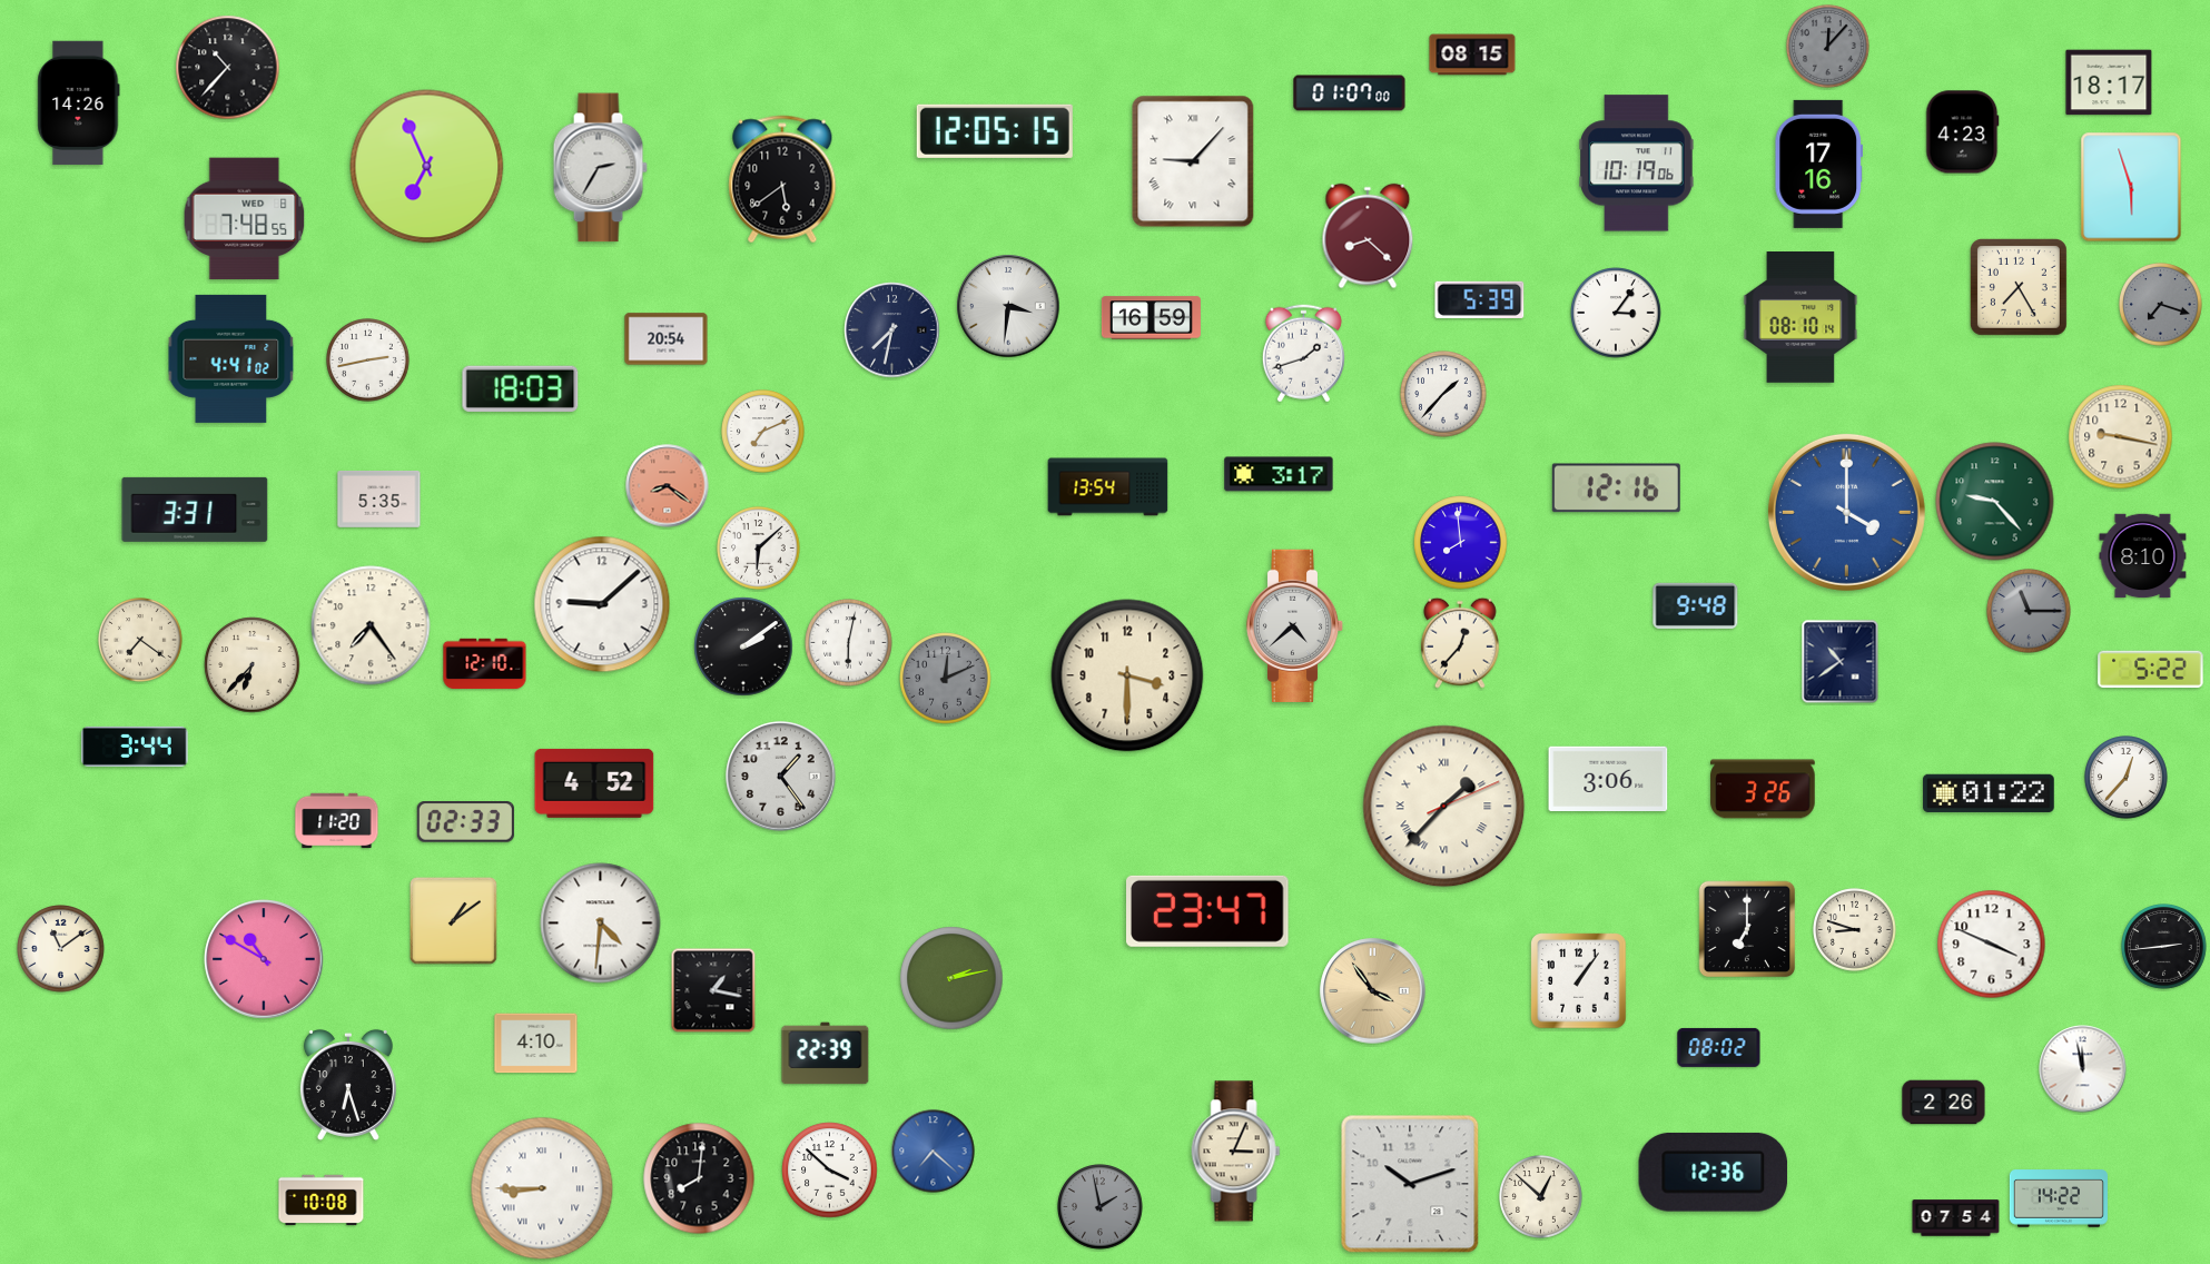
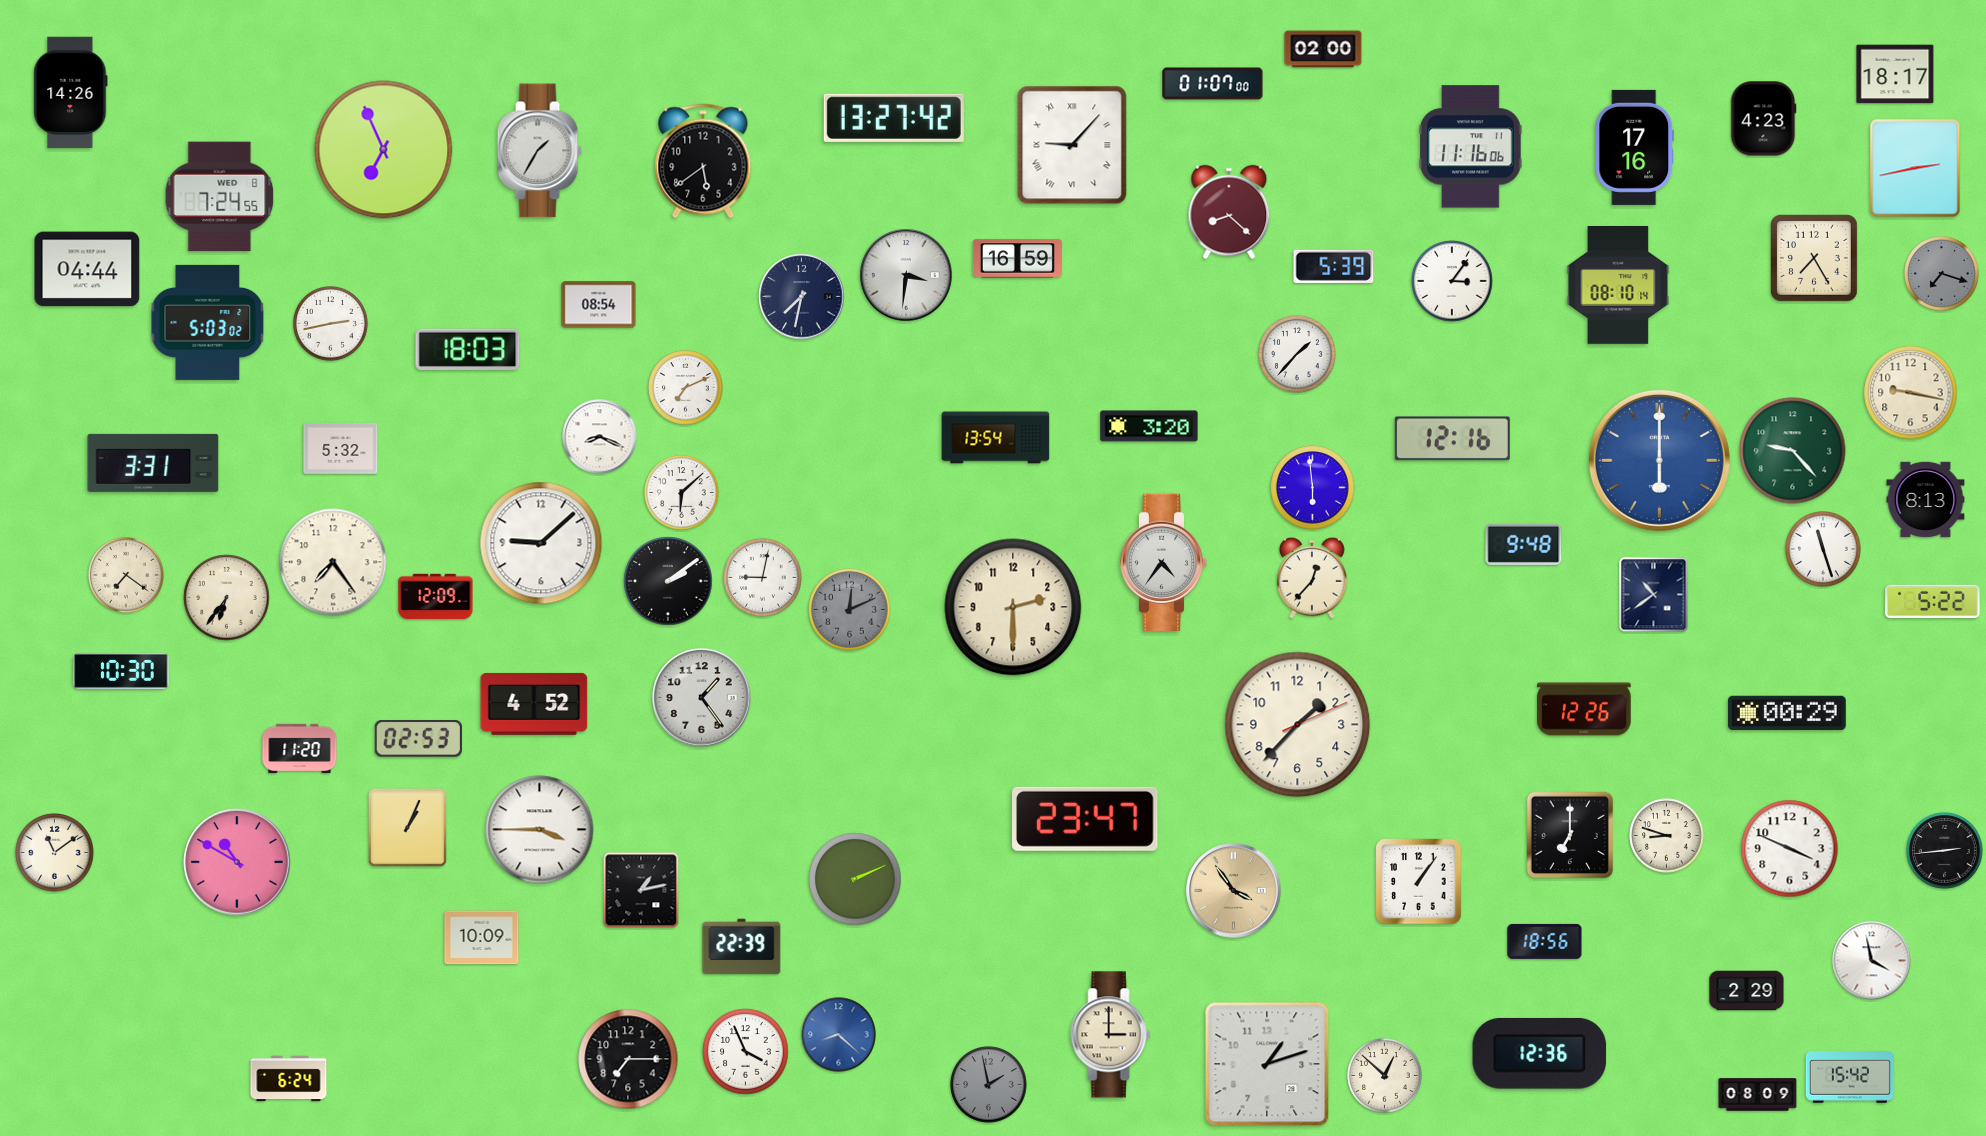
clock at (1828, 47): 12:07 -> none
clock at (1472, 55): 08:15 -> 02:00
clock at (228, 68): 10:37 -> none
clock at (995, 131): 12:05 -> 13:27
clock at (1637, 164): 10:19 -> 11:16
clock at (600, 168): 2:35 -> 1:35
clock at (2131, 187): 5:57 -> 2:43
clock at (245, 219): 7:48 -> 7:24
clock at (87, 269): none -> 04:44
clock at (1480, 299) position: (1480, 299) -> (1334, 266)
clock at (1151, 318) position: (1151, 318) -> (1017, 259)
clock at (667, 339): 20:54 -> 08:54
clock at (1303, 354): 1:42 -> none
clock at (231, 358): 4:41 -> 5:03
clock at (2121, 437) position: (2121, 437) -> (1911, 393)
clock at (1279, 474): 3:17 -> 3:20
clock at (668, 486): 8:21 -> 8:19
clock at (668, 486) dial: salmon -> white
clock at (379, 498): 5:35 -> 5:32
clock at (195, 510) position: (195, 510) -> (153, 463)
clock at (1846, 512): 4:00 -> 6:00
clock at (1461, 543): 7:59 -> 5:59
clock at (2143, 556): 8:10 -> 8:13
clock at (2029, 611): 11:15 -> 11:27
clock at (2029, 611) dial: grey -> white
clock at (1295, 625): 4:38 -> 4:36
clock at (849, 643): 6:02 -> 9:02
clock at (485, 664): 12:10 -> 12:09
clock at (253, 665): 6:37 -> 6:36
clock at (1127, 675): 3:30 -> 2:30
clock at (135, 747): 3:44 -> 10:30
clock at (1608, 778): 3:06 -> none
clock at (2127, 778): 12:37 -> none
clock at (1763, 789): 3:26 -> 12:26
clock at (1989, 792): 01:22 -> 00:29
clock at (1444, 807) numerals: Roman -> Arabic
clock at (337, 821) position: (337, 821) -> (300, 749)
clock at (465, 822): 02:33 -> 02:53
clock at (454, 921): 1:09 -> 1:04
clock at (601, 924): 4:31 -> 3:45
clock at (951, 978): 2:13 -> 2:11
clock at (713, 990): 1:17 -> 1:13
clock at (536, 1044): 4:10 -> 10:09
clock at (1719, 1047): 08:02 -> 18:56
clock at (2083, 1069): 11:58 -> 3:58
clock at (348, 1085): 6:27 -> none
clock at (1944, 1103): 2:26 -> 2:29
clock at (934, 1152): 7:22 -> 8:22
clock at (1236, 1152): 3:04 -> 3:00
clock at (830, 1171): 3:52 -> 3:56
clock at (699, 1178): 8:01 -> 7:15
clock at (1410, 1184): 10:12 -> 1:12
clock at (542, 1188): 8:45 -> none
clock at (2059, 1198): 14:22 -> 15:42
clock at (322, 1201): 10:08 -> 6:24
clock at (1956, 1218): 07:54 -> 08:09
